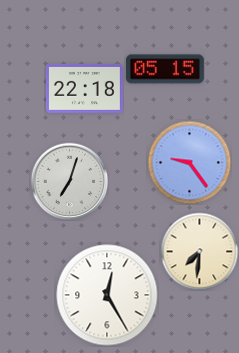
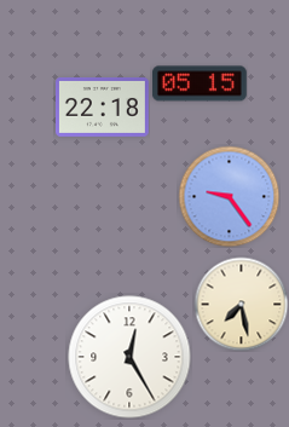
clock at (69, 181): 7:03 -> none
clock at (199, 251): 7:31 -> 7:28
